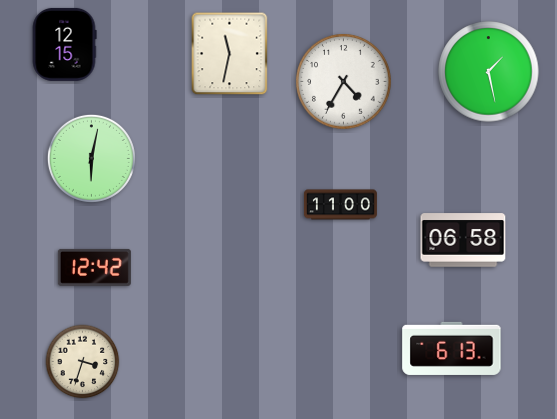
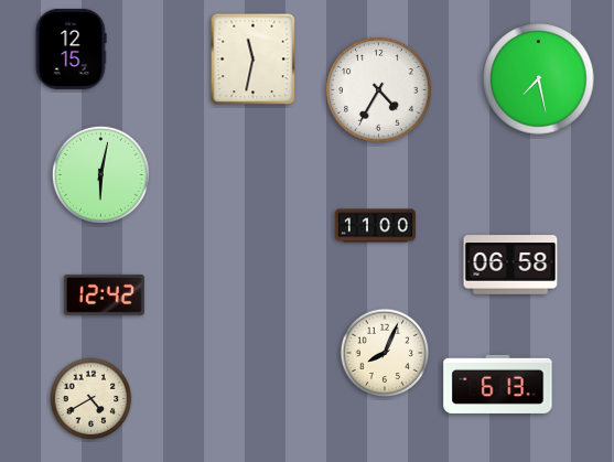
clock at (489, 72): 1:28 -> 7:28
clock at (385, 353): none -> 8:04
clock at (83, 362): 3:33 -> 4:40
